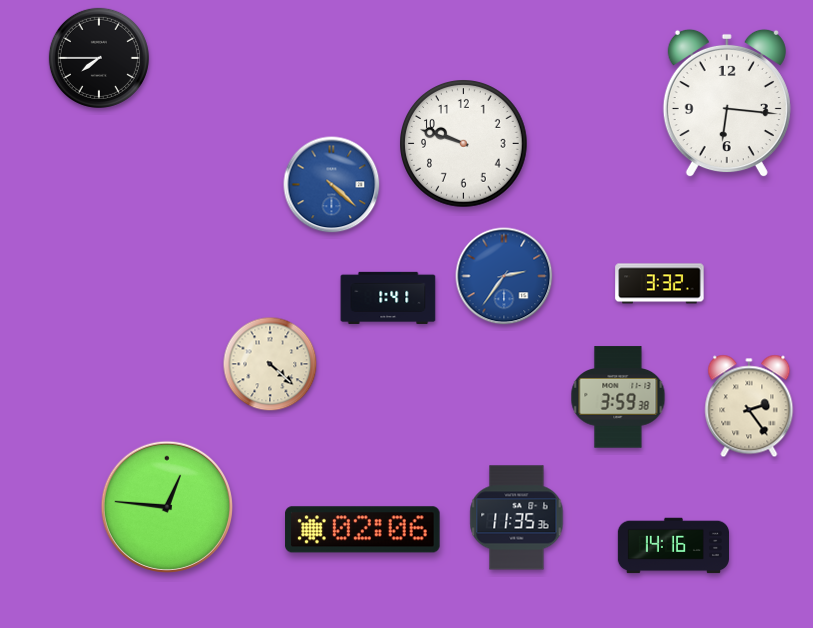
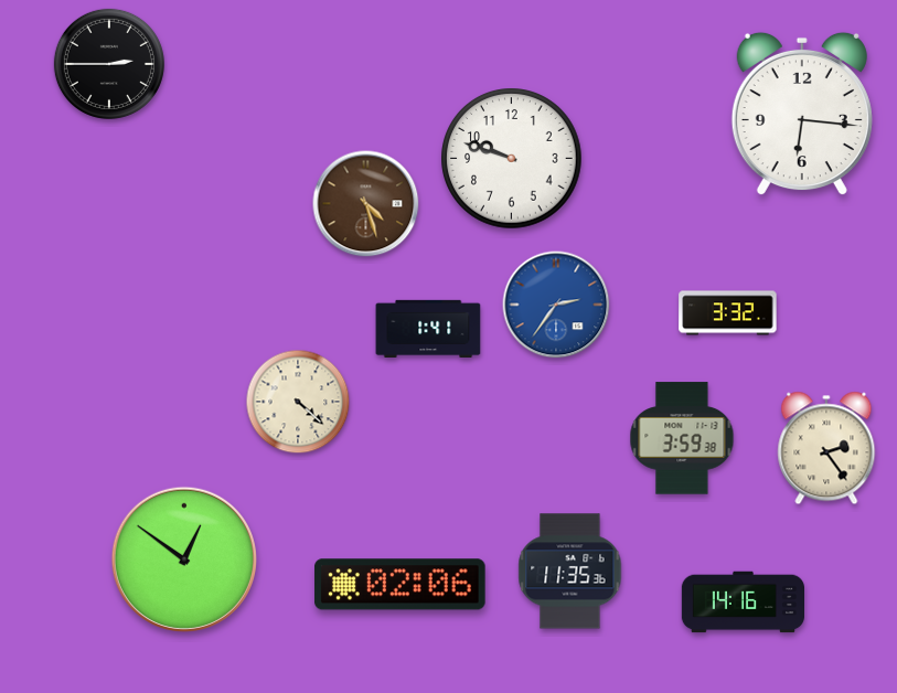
clock at (99, 58): 7:45 -> 2:45
clock at (332, 185): 4:22 -> 4:27
clock at (332, 185) dial: blue -> brown
clock at (167, 507): 12:46 -> 12:51
